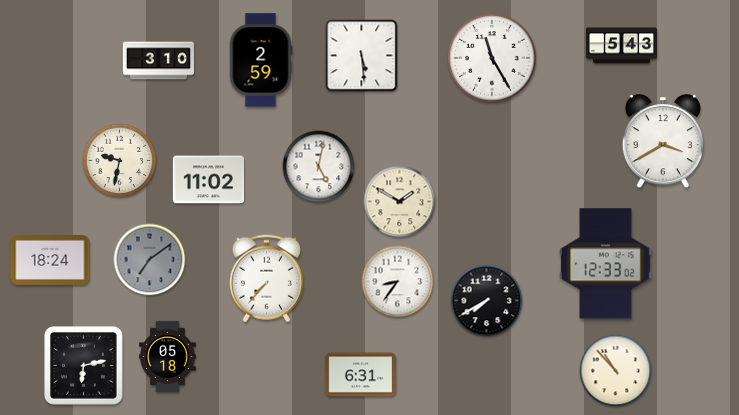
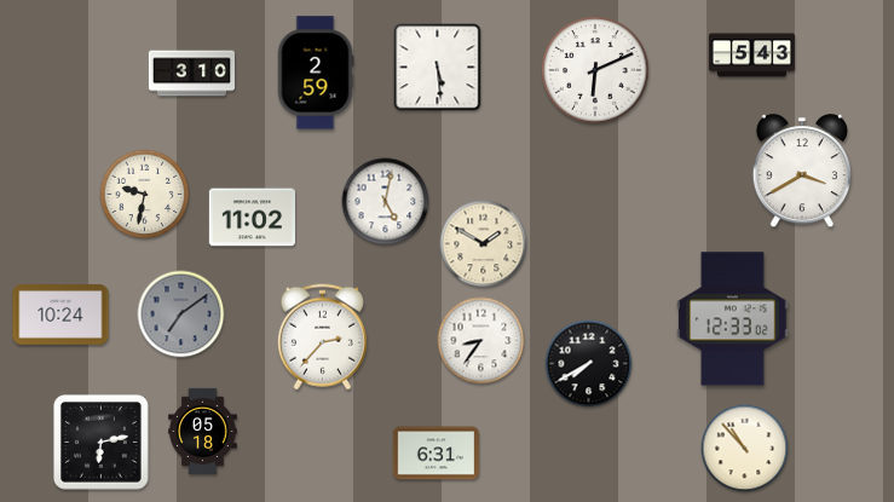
clock at (492, 58): 11:25 -> 6:11
clock at (50, 261): 18:24 -> 10:24
clock at (266, 279): 7:37 -> 2:37
